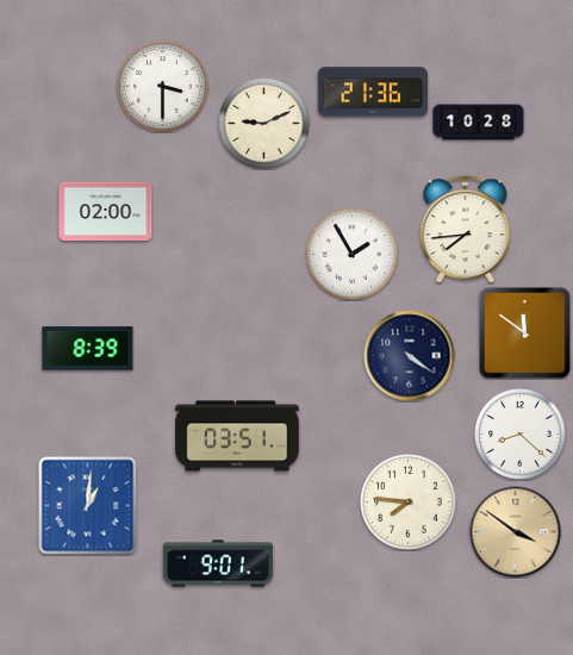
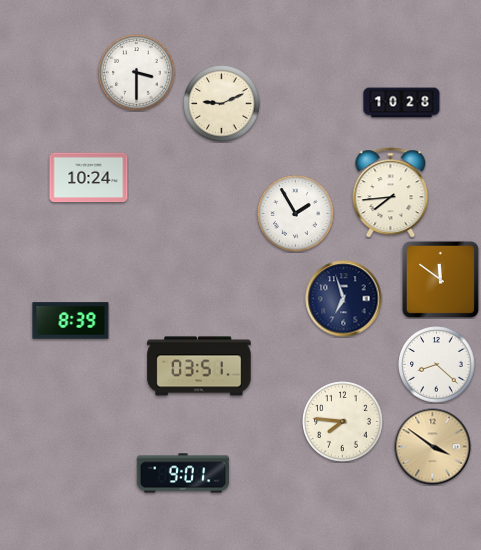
clock at (372, 92): 21:36 -> none
clock at (106, 212): 02:00 -> 10:24
clock at (88, 349) position: (88, 349) -> (71, 321)
clock at (410, 356): 4:21 -> 6:57
clock at (88, 506): 1:01 -> none
